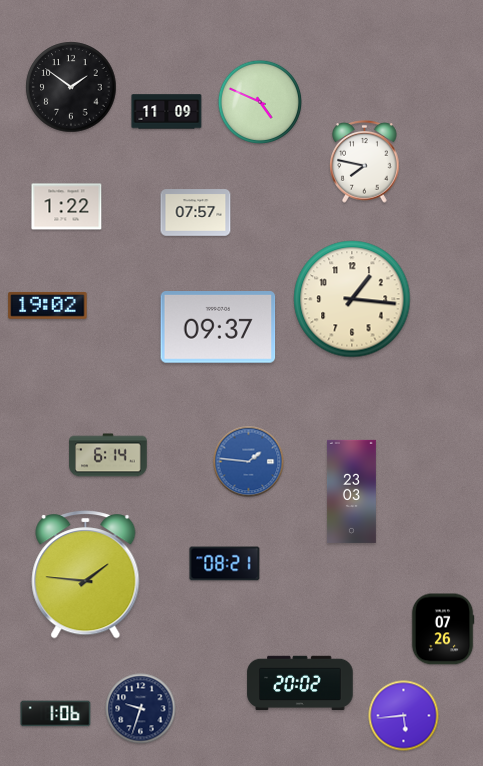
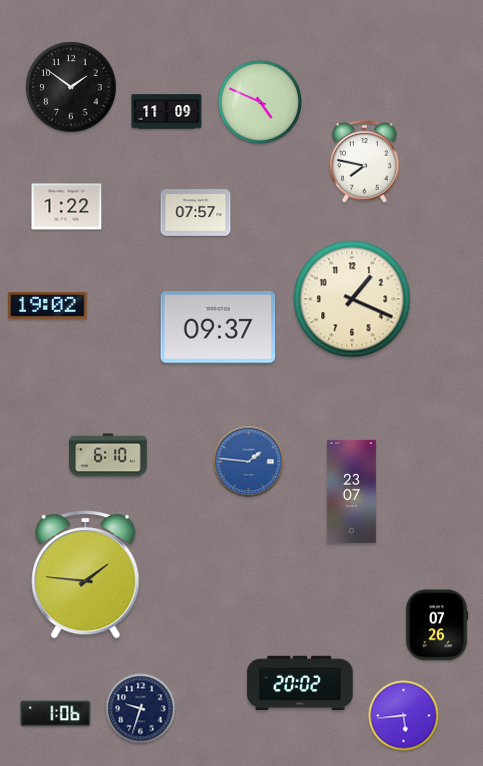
clock at (352, 299): 1:16 -> 1:19
clock at (108, 455): 6:14 -> 6:10
clock at (351, 491): 23:03 -> 23:07
clock at (225, 564): 08:21 -> none
clock at (443, 629) position: (443, 629) -> (437, 625)
